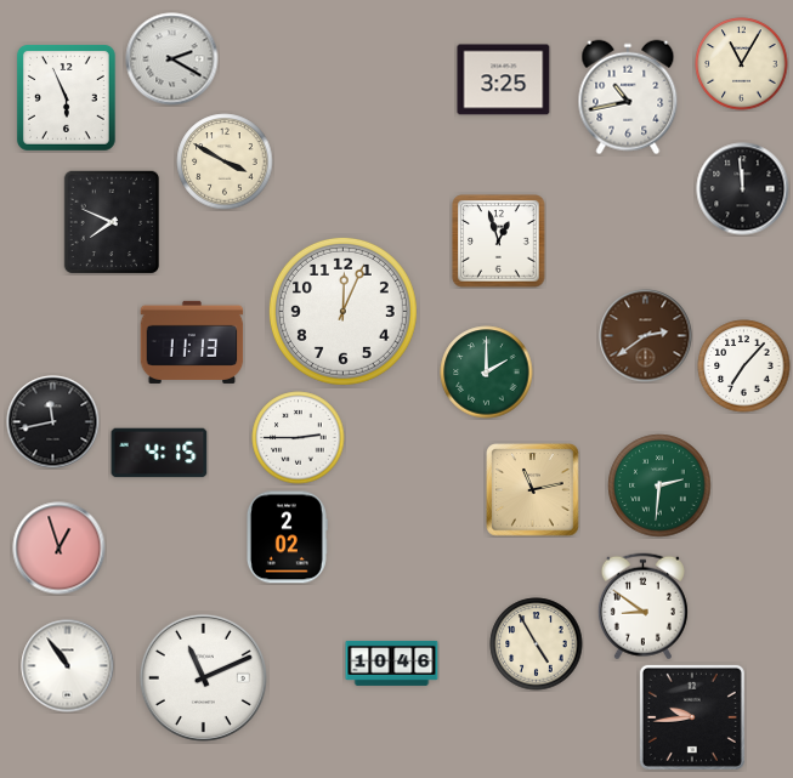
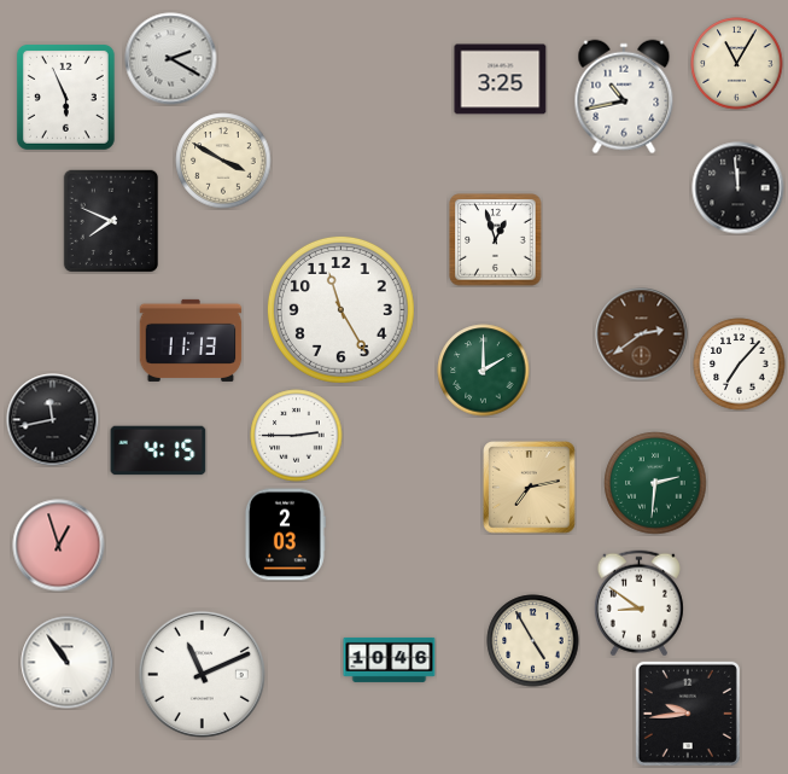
clock at (342, 311): 12:04 -> 11:25
clock at (533, 490): 11:13 -> 7:13
clock at (287, 538): 2:02 -> 2:03
